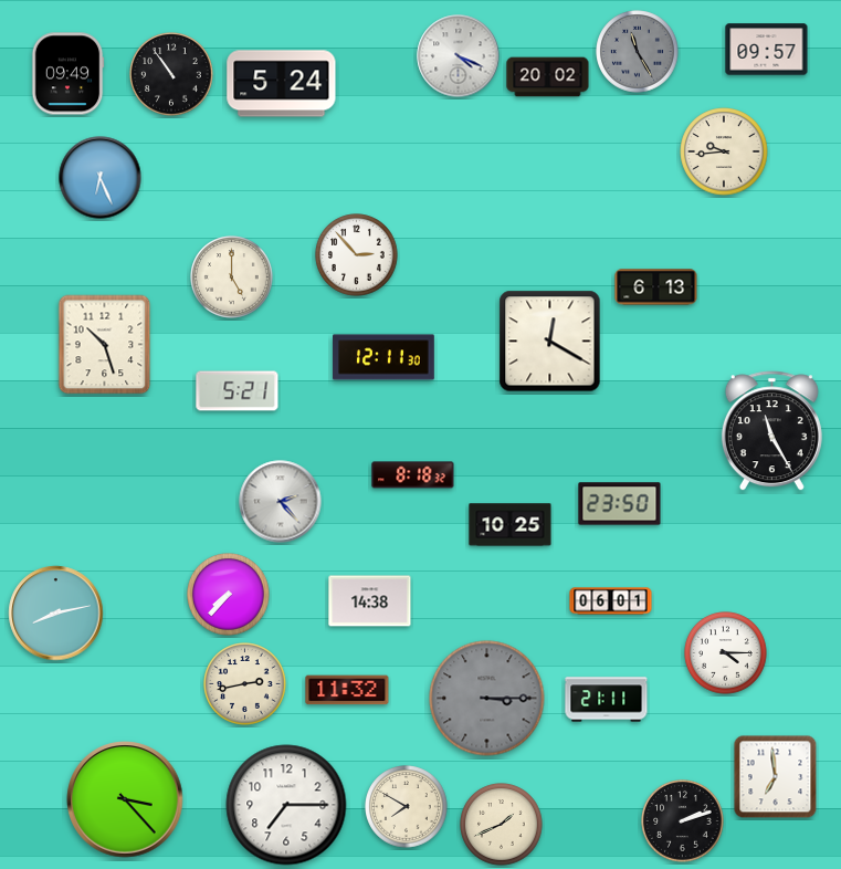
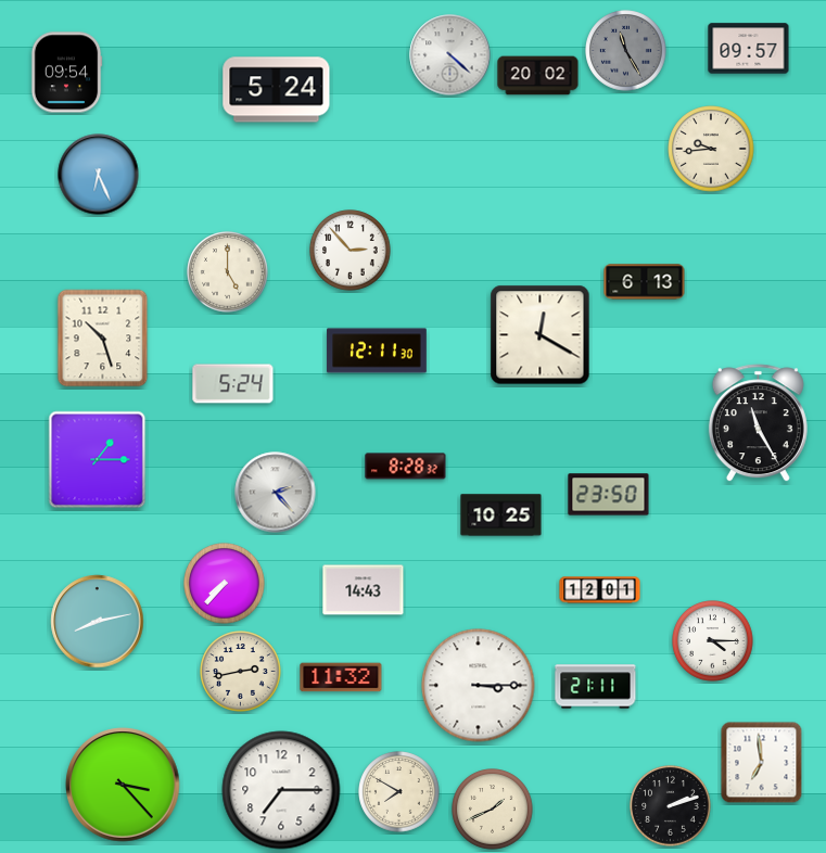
clock at (767, 50) position: (767, 50) -> (749, 49)
clock at (459, 56): 4:19 -> 4:22
clock at (67, 74): 09:49 -> 09:54
clock at (171, 74): 10:54 -> none
clock at (282, 84) position: (282, 84) -> (277, 90)
clock at (238, 391): 5:21 -> 5:24
clock at (98, 460): none -> 1:15
clock at (413, 475): 8:18 -> 8:28
clock at (370, 601): 14:38 -> 14:43
clock at (611, 601): 06:01 -> 12:01
clock at (56, 614) position: (56, 614) -> (98, 622)
clock at (487, 699) dial: grey -> white
